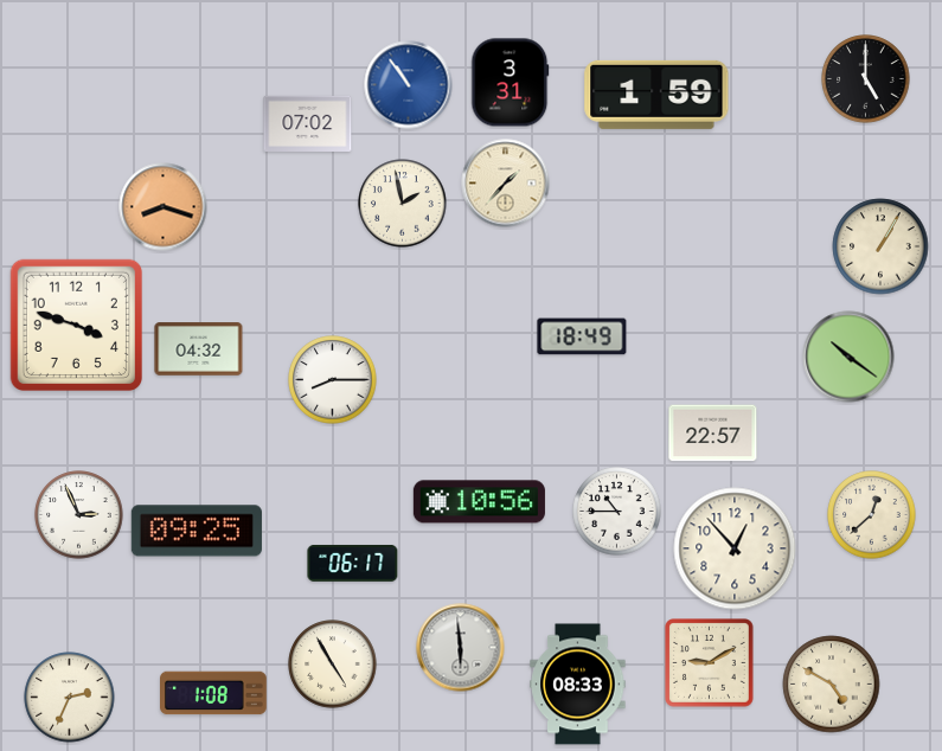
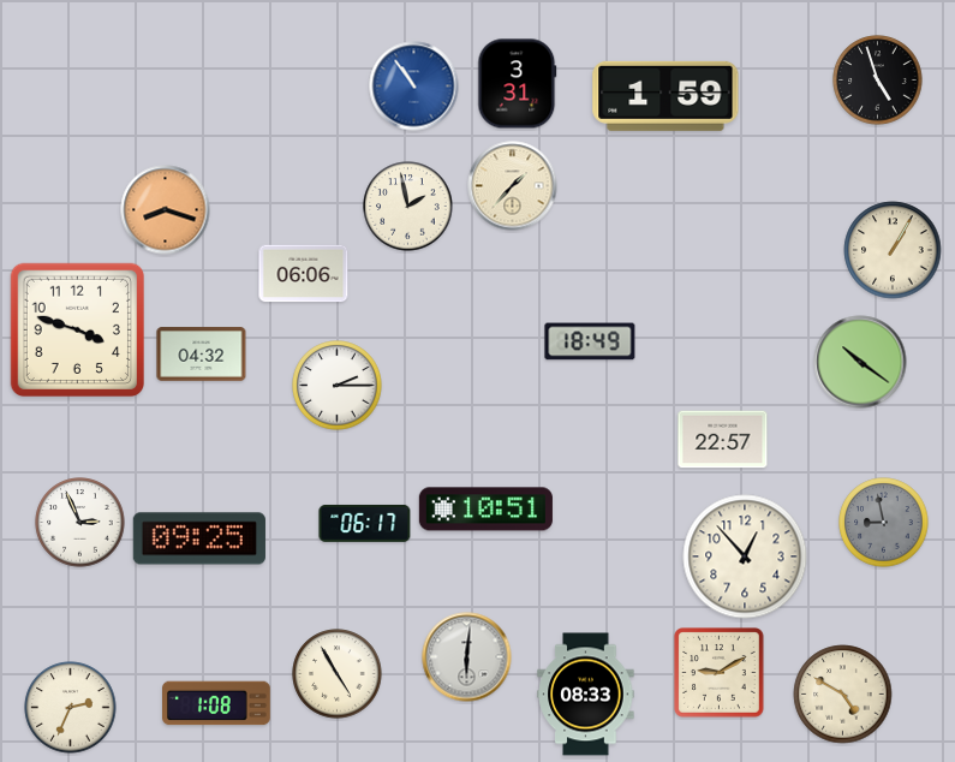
clock at (866, 79): 5:00 -> 4:57
clock at (308, 123): 07:02 -> none
clock at (304, 274): none -> 06:06
clock at (333, 380): 8:15 -> 2:15
clock at (479, 502): 10:56 -> 10:51
clock at (617, 512): 10:45 -> none
clock at (872, 515): 12:38 -> 8:58
clock at (872, 515) dial: cream -> grey
clock at (353, 563) position: (353, 563) -> (365, 523)
clock at (461, 648): 5:59 -> 6:01
